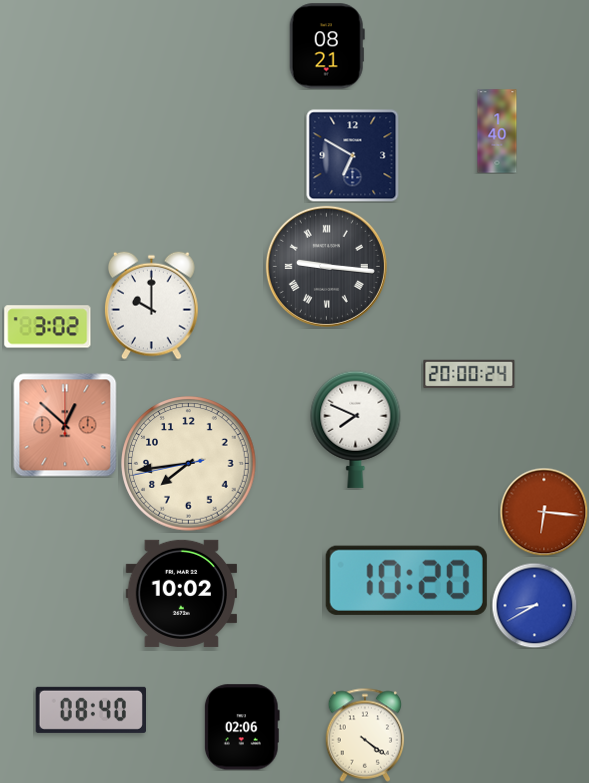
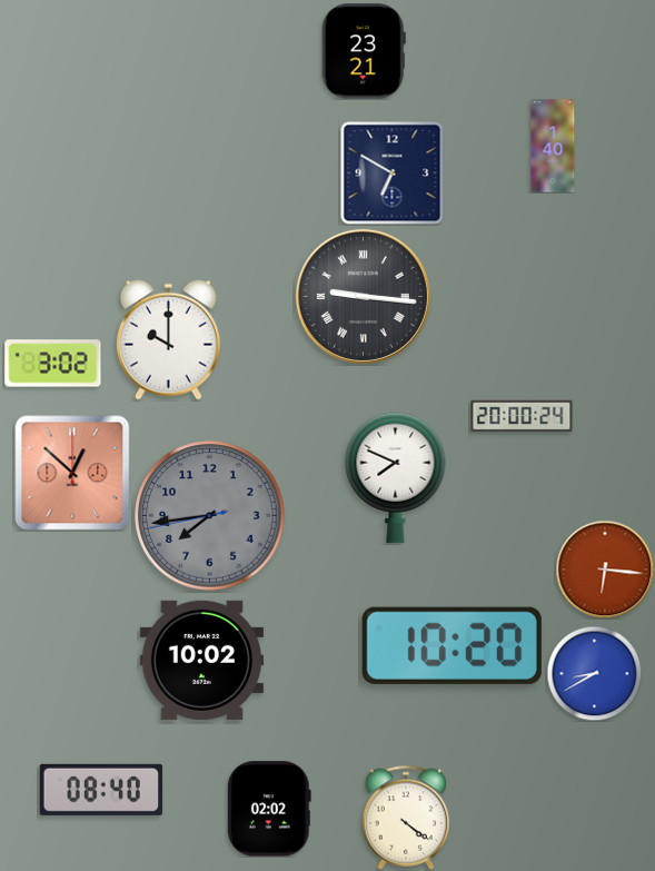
clock at (327, 46): 08:21 -> 23:21
clock at (189, 464) dial: cream -> grey
clock at (242, 727): 02:06 -> 02:02
